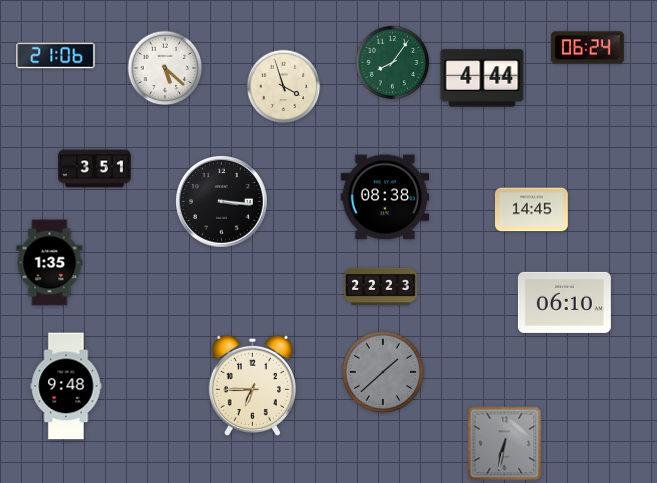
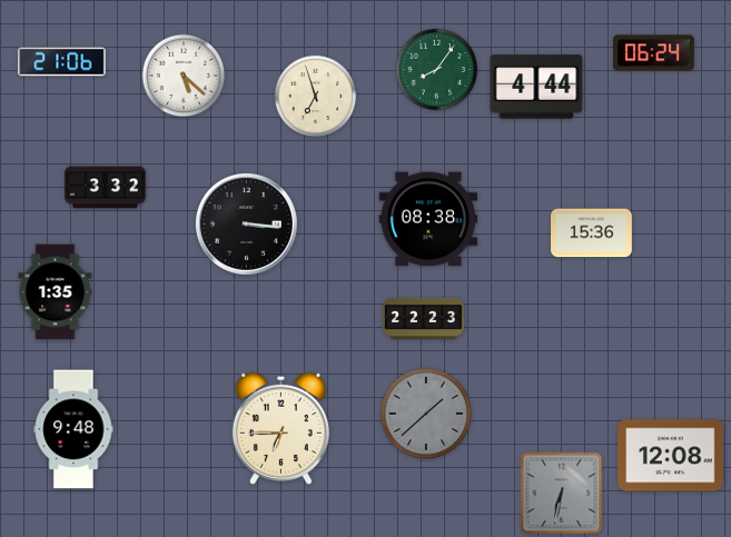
clock at (284, 87): 3:57 -> 6:57
clock at (95, 169): 3:51 -> 3:32
clock at (532, 210): 14:45 -> 15:36
clock at (564, 302): 06:10 -> none
clock at (671, 456): none -> 12:08
